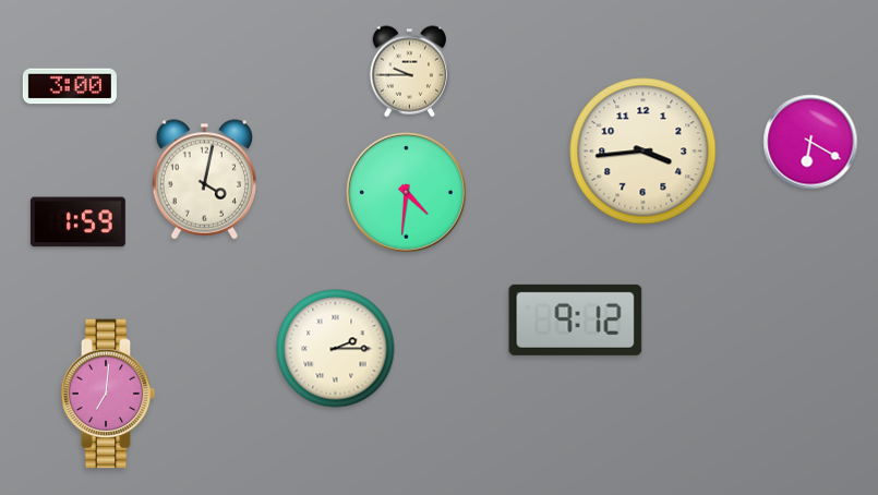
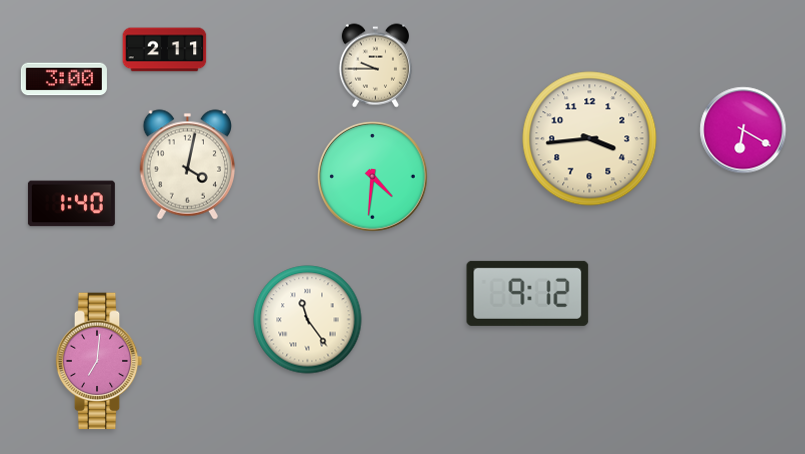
clock at (165, 50): none -> 2:11
clock at (77, 222): 1:59 -> 1:40
clock at (336, 349): 2:15 -> 11:24
